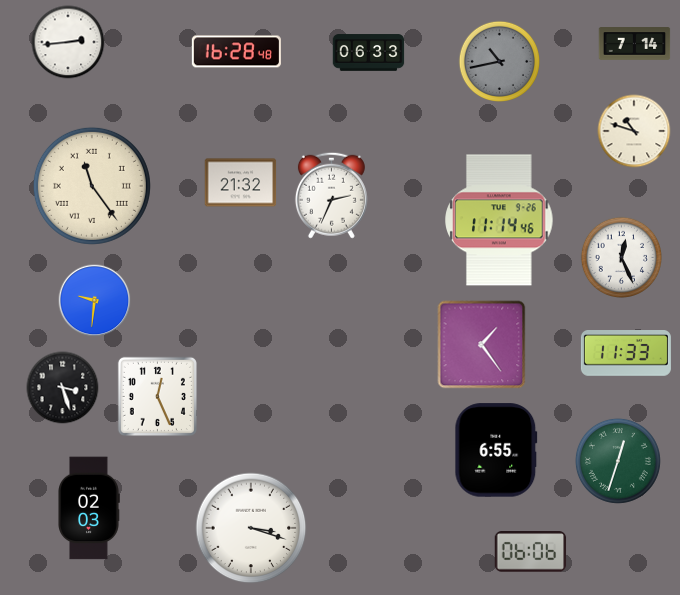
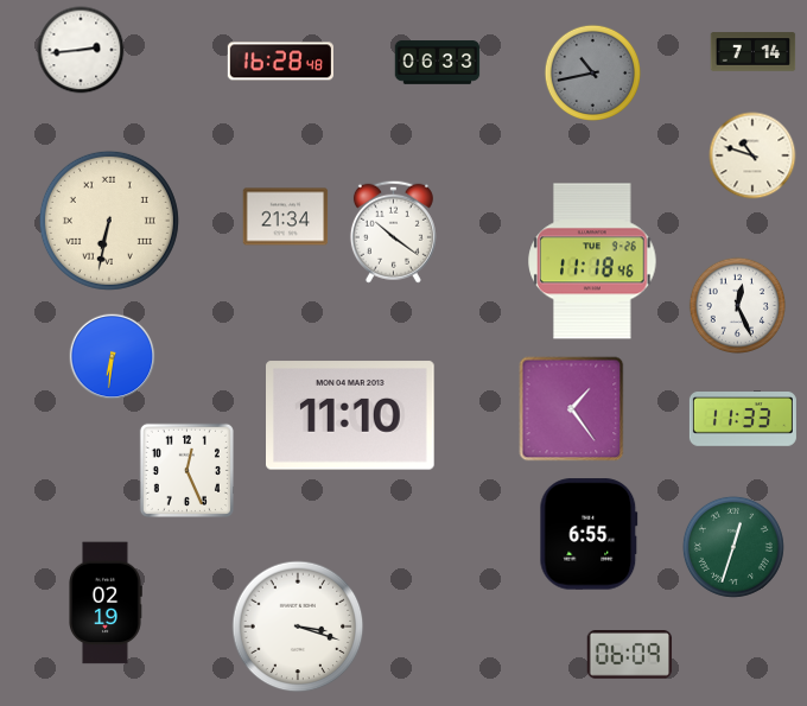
clock at (241, 183): 21:32 -> 21:34
clock at (92, 186): 11:24 -> 6:32
clock at (331, 195): 2:34 -> 10:21
clock at (499, 220): 11:14 -> 11:18
clock at (95, 301): 9:31 -> 6:31
clock at (351, 415): none -> 11:10
clock at (63, 388): 3:27 -> none
clock at (89, 508): 02:03 -> 02:19
clock at (531, 552): 06:06 -> 06:09
